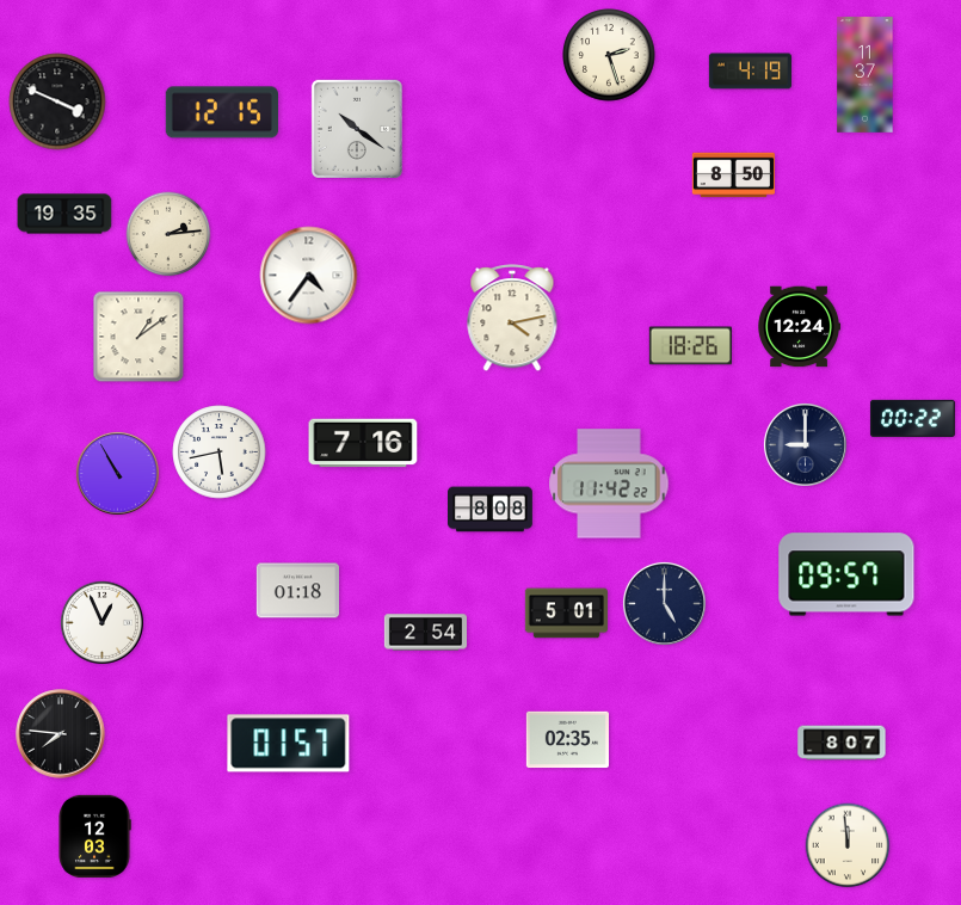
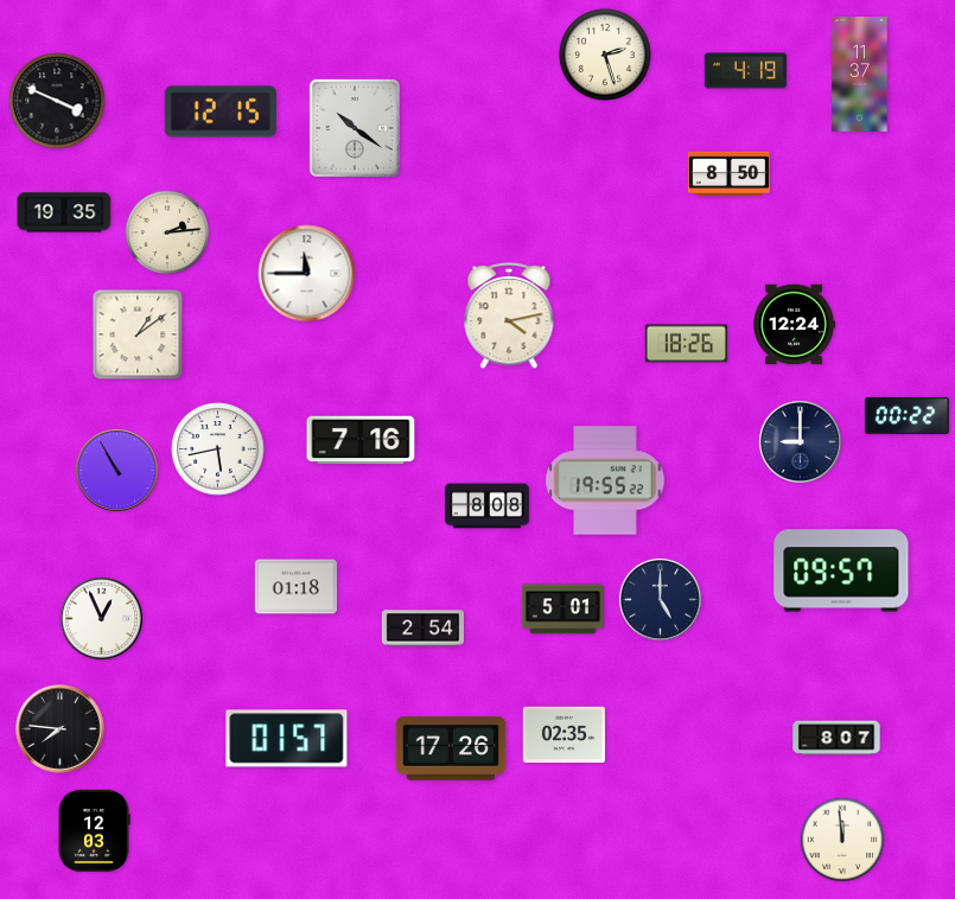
clock at (309, 276): 4:36 -> 11:45
clock at (609, 484): 11:42 -> 19:55
clock at (451, 748): none -> 17:26
